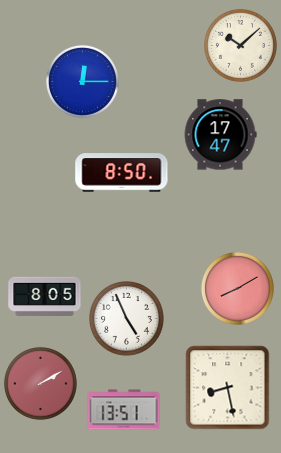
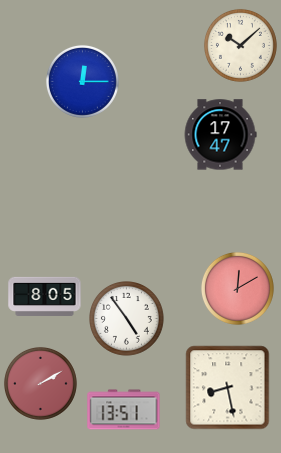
clock at (122, 173): 8:50 -> none
clock at (237, 288): 8:10 -> 12:10
clock at (127, 319): 4:56 -> 4:54
